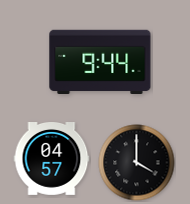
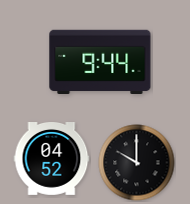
clock at (52, 159): 04:57 -> 04:52
clock at (137, 163): 4:00 -> 10:00
